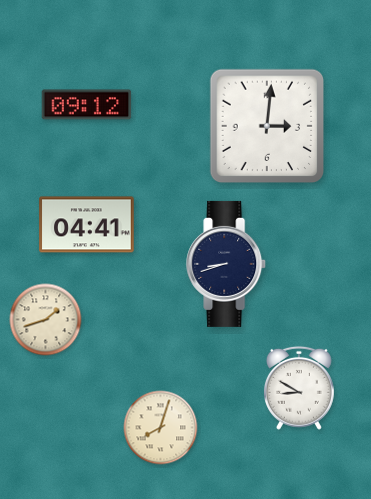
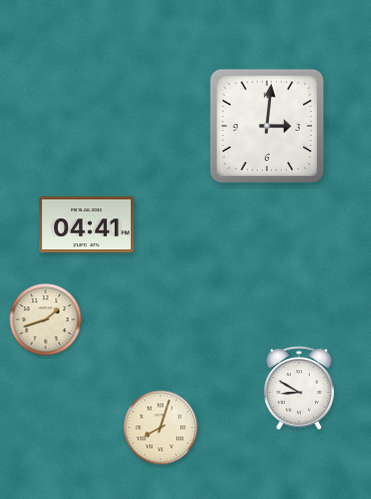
clock at (87, 105): 09:12 -> none
clock at (227, 264): 8:42 -> none
